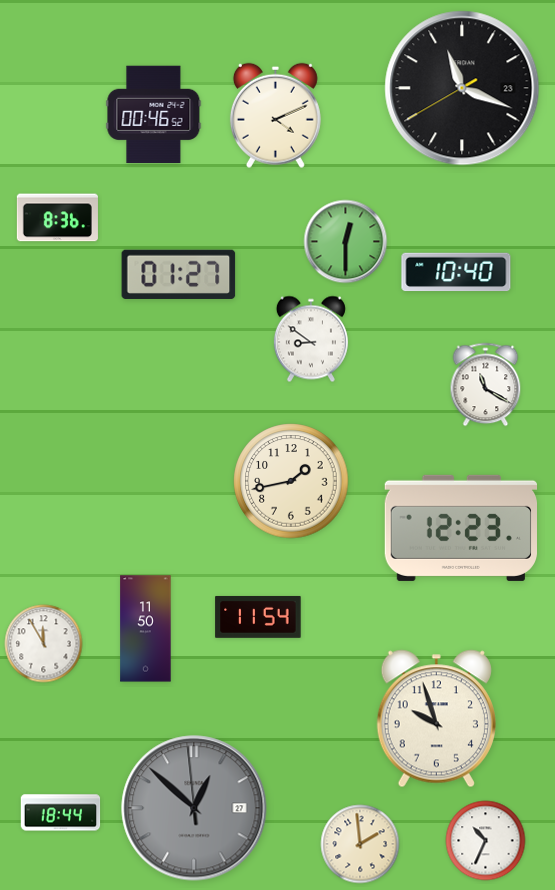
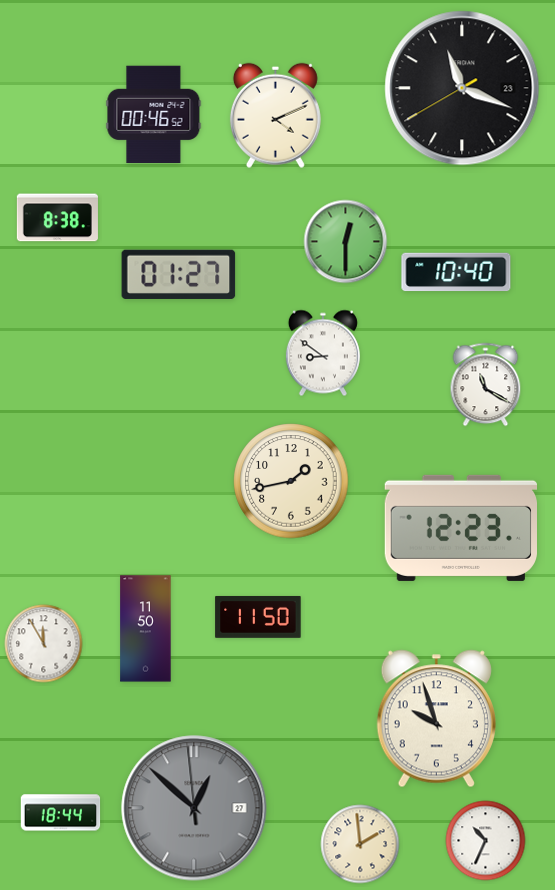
clock at (57, 218): 8:36 -> 8:38
clock at (311, 339) position: (311, 339) -> (323, 353)
clock at (258, 617): 11:54 -> 11:50
